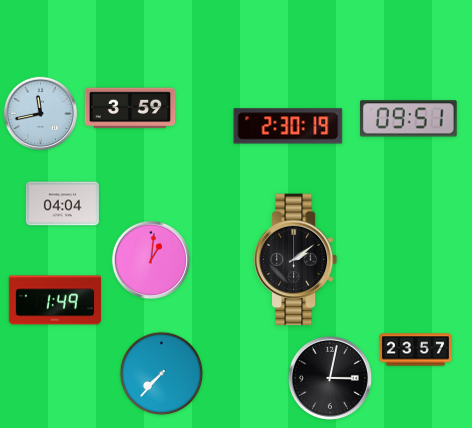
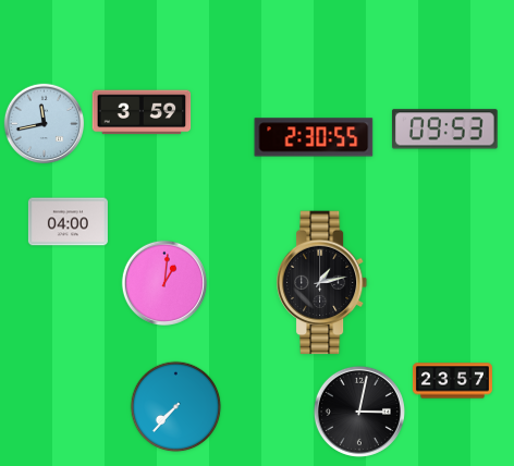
clock at (130, 108) position: (130, 108) -> (142, 112)
clock at (408, 119): 09:51 -> 09:53
clock at (288, 126): 2:30:19 -> 2:30:55
clock at (62, 204): 04:04 -> 04:00
clock at (296, 260): 2:09 -> 1:13
clock at (54, 300): 1:49 -> none
